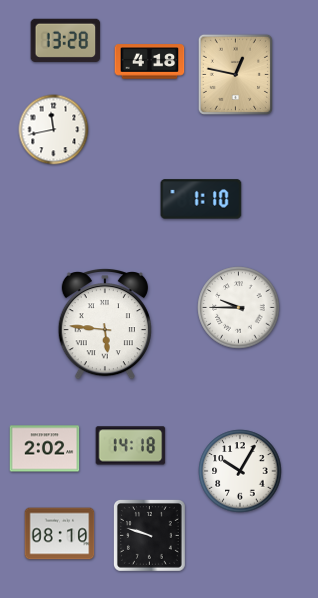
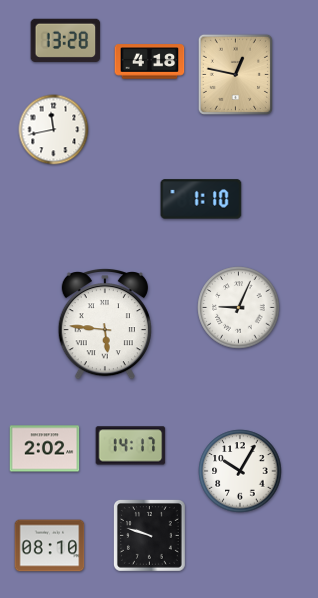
clock at (239, 308): 9:45 -> 9:04
clock at (131, 446): 14:18 -> 14:17
clock at (60, 534) position: (60, 534) -> (50, 546)
